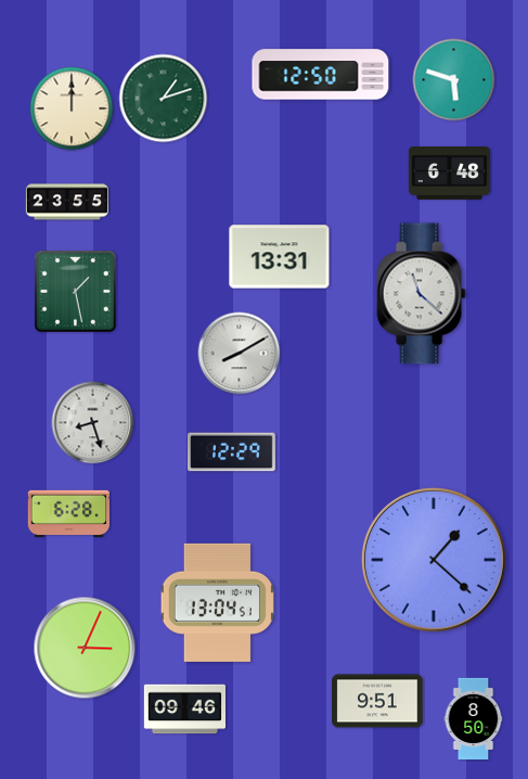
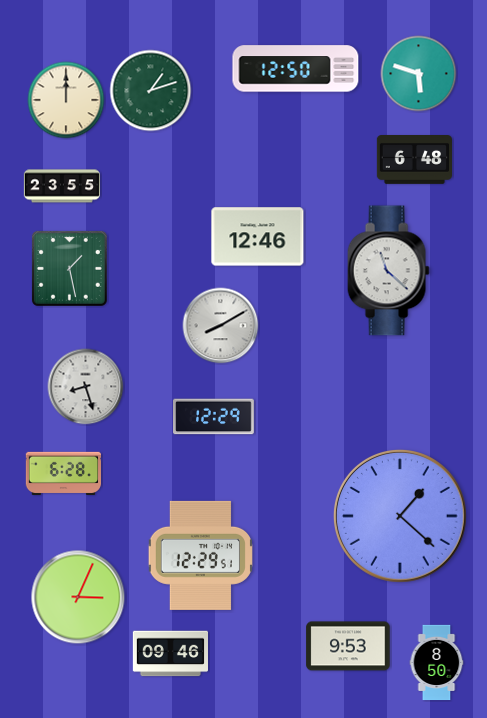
clock at (280, 257): 13:31 -> 12:46
clock at (93, 423) position: (93, 423) -> (86, 387)
clock at (217, 602): 13:04 -> 12:29
clock at (377, 701): 9:51 -> 9:53
